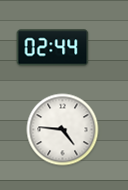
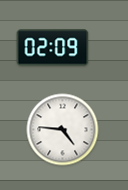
clock at (53, 48): 02:44 -> 02:09
